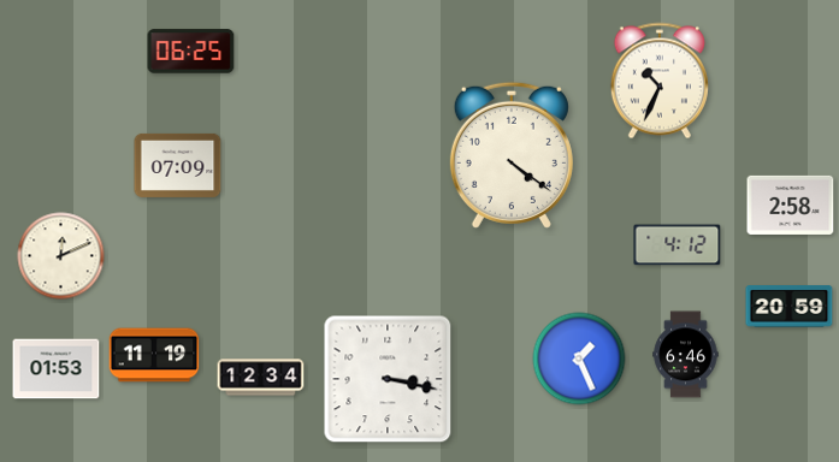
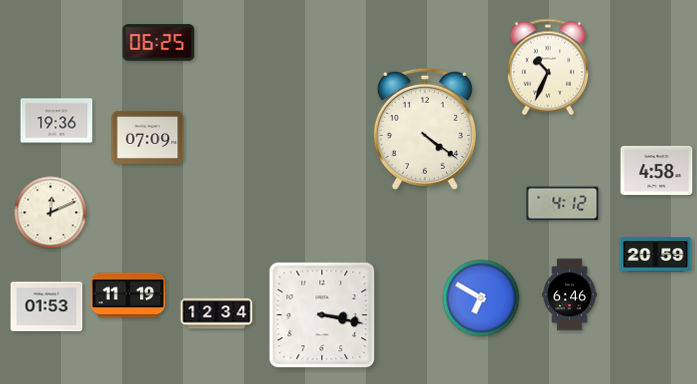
clock at (57, 121): none -> 19:36
clock at (791, 205): 2:58 -> 4:58
clock at (579, 359): 1:26 -> 6:50
